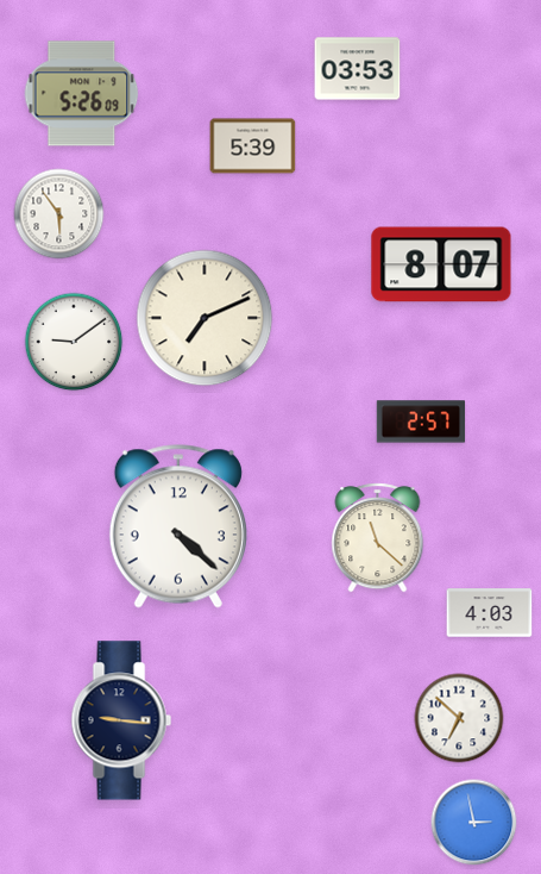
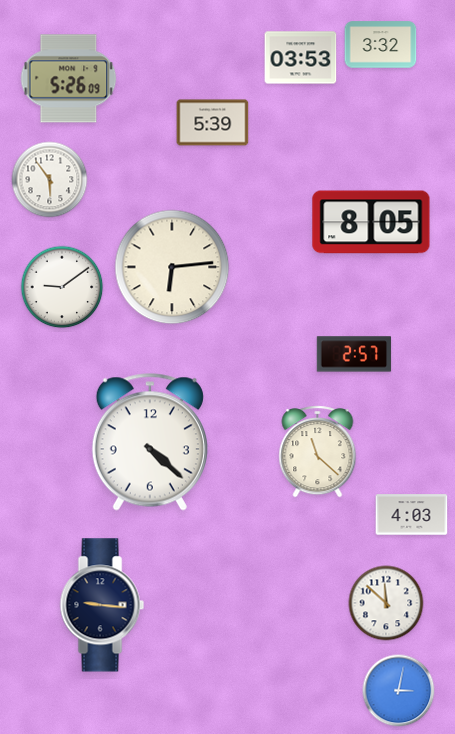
clock at (381, 45): none -> 3:32
clock at (441, 264): 8:07 -> 8:05
clock at (205, 318): 7:11 -> 6:14
clock at (459, 718): 6:52 -> 11:52
clock at (474, 823): 2:58 -> 3:02
